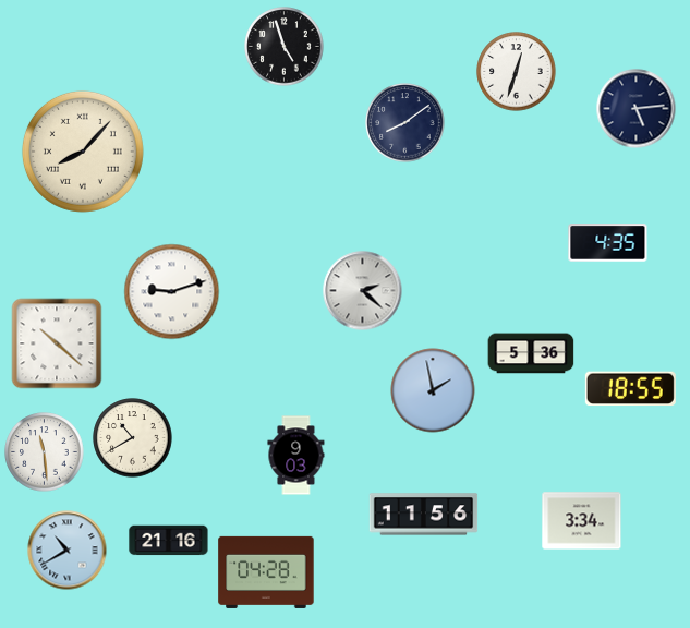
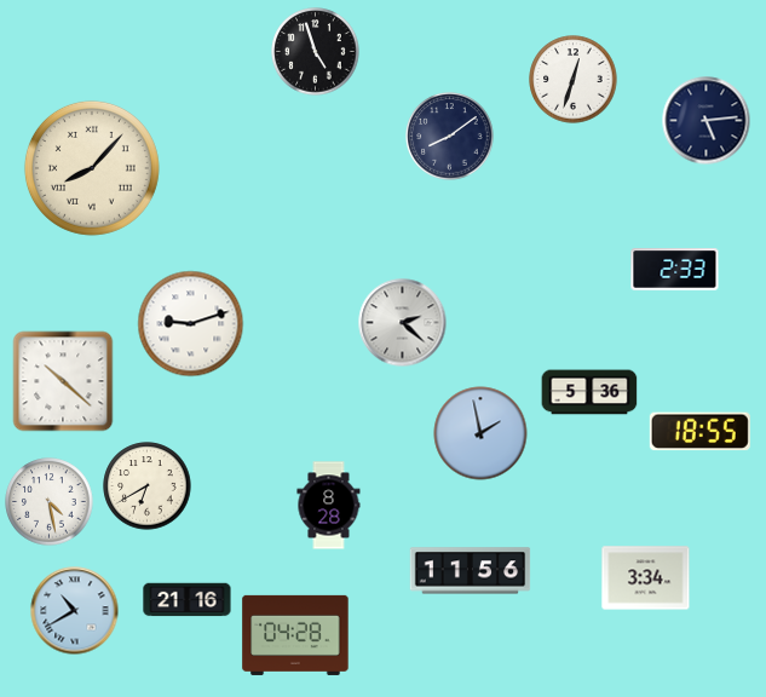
clock at (608, 243): 4:35 -> 2:33
clock at (133, 438): 10:40 -> 6:40
clock at (45, 452): 11:29 -> 4:28
clock at (296, 456): 9:03 -> 8:28
